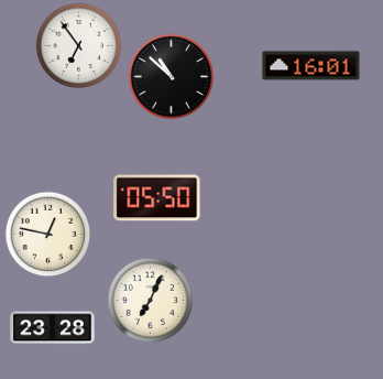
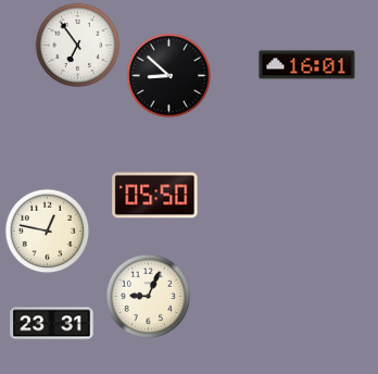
clock at (171, 76): 10:52 -> 8:52
clock at (150, 300): 7:04 -> 9:04
clock at (53, 328): 23:28 -> 23:31
